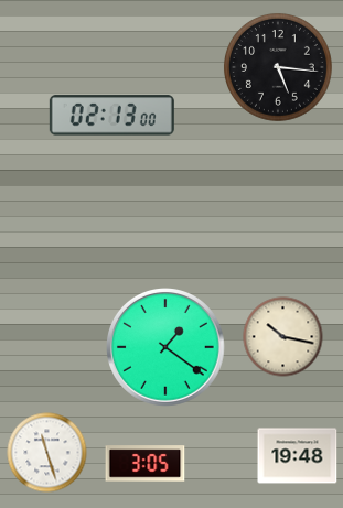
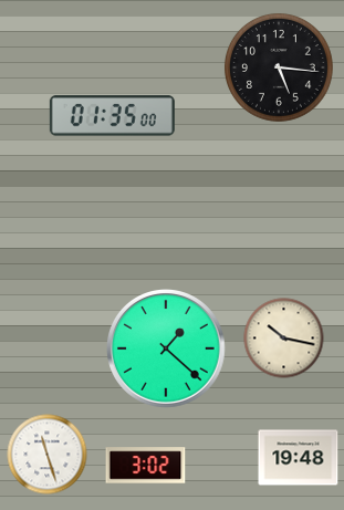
clock at (111, 116): 02:13 -> 01:35
clock at (167, 348): 1:21 -> 1:22
clock at (146, 464): 3:05 -> 3:02
